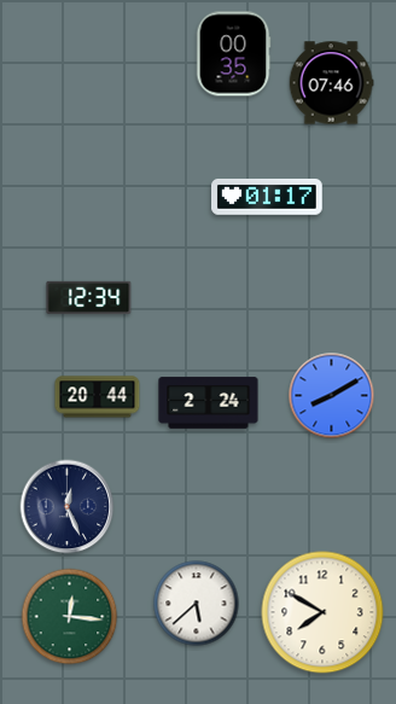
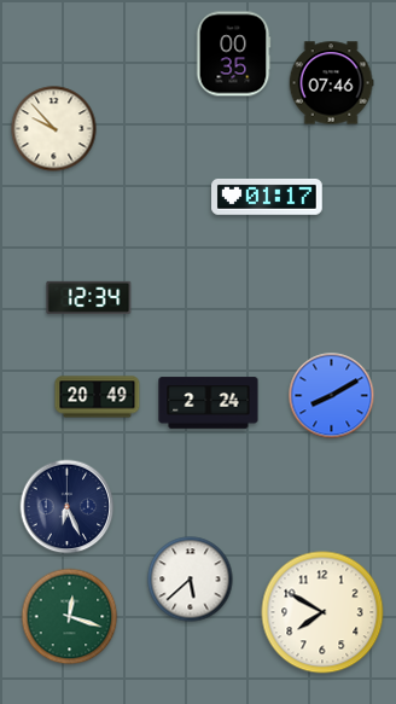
clock at (54, 129): none -> 9:53
clock at (98, 397): 20:44 -> 20:49
clock at (68, 507): 12:26 -> 6:26
clock at (197, 604) position: (197, 604) -> (191, 580)
clock at (70, 617): 12:16 -> 12:18
